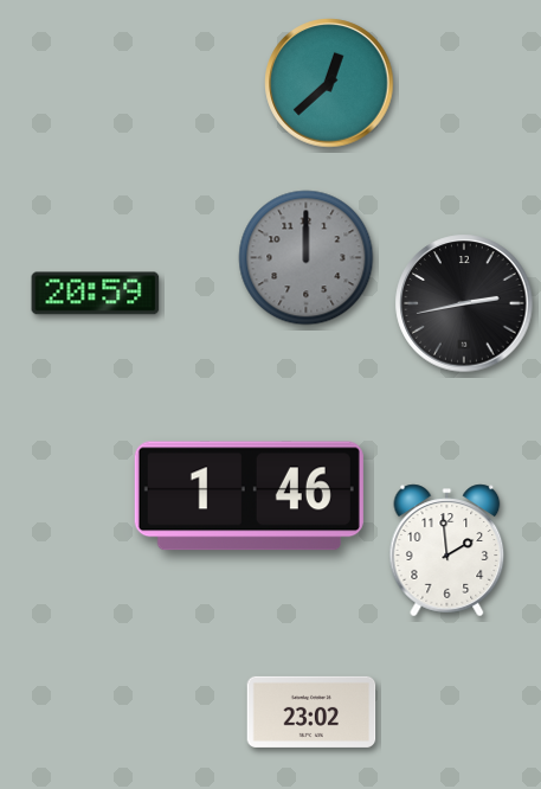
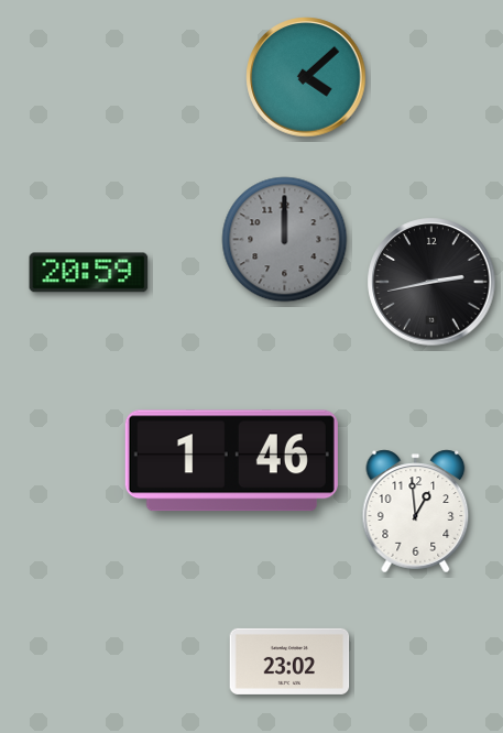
clock at (329, 83): 12:38 -> 4:08
clock at (447, 551): 1:59 -> 12:59
